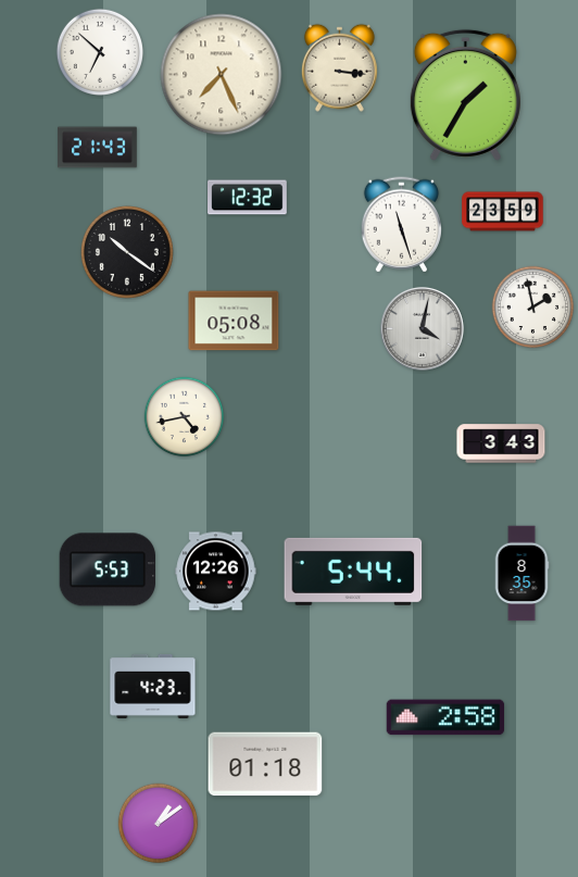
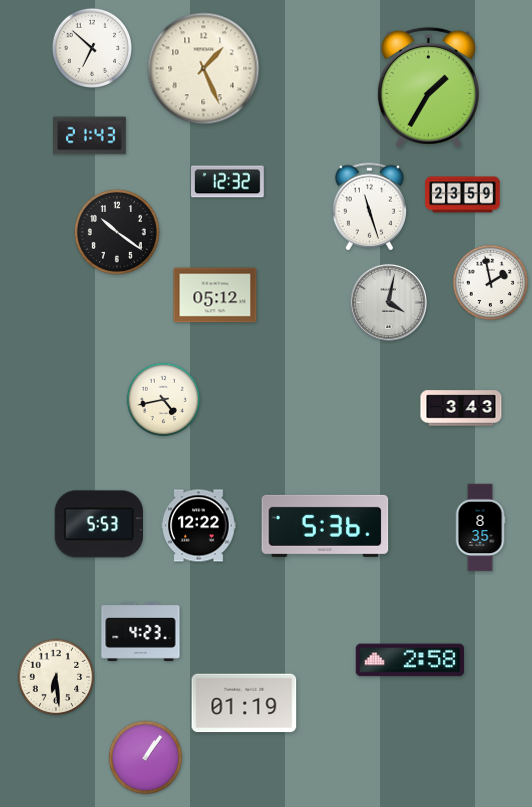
clock at (339, 67): 3:16 -> none
clock at (222, 75): 7:26 -> 1:26
clock at (234, 321): 05:08 -> 05:12
clock at (185, 417) position: (185, 417) -> (164, 400)
clock at (216, 572): 12:26 -> 12:22
clock at (353, 572): 5:44 -> 5:36
clock at (56, 677): none -> 6:29
clock at (265, 764): 01:18 -> 01:19
clock at (159, 824): 1:09 -> 1:06
